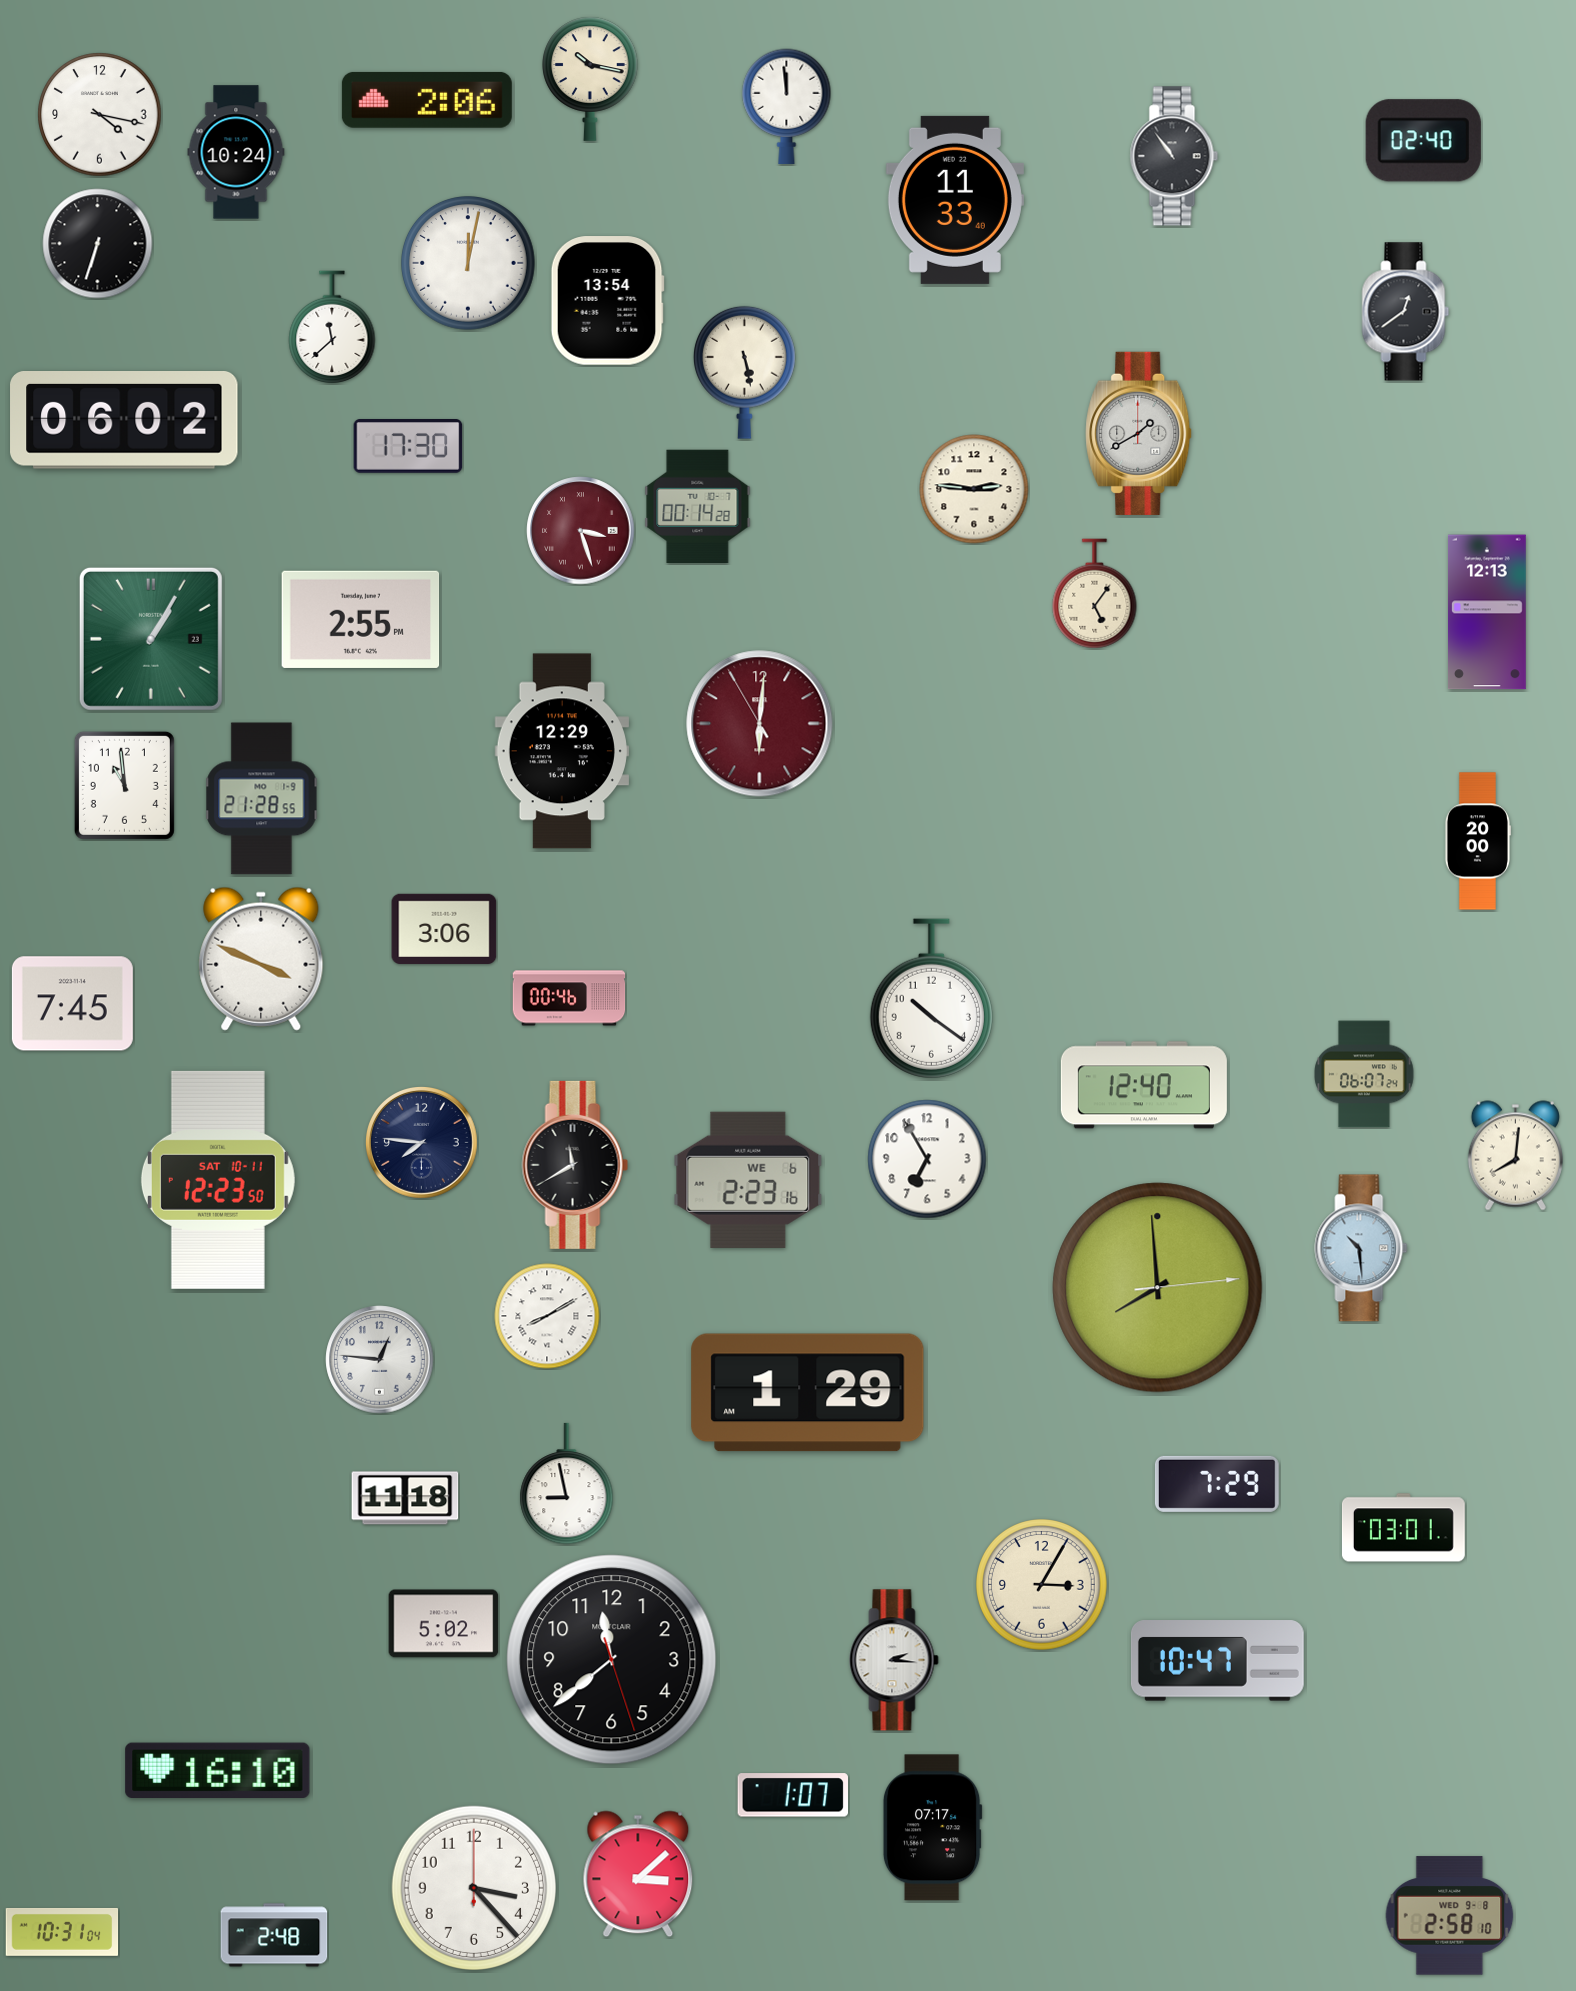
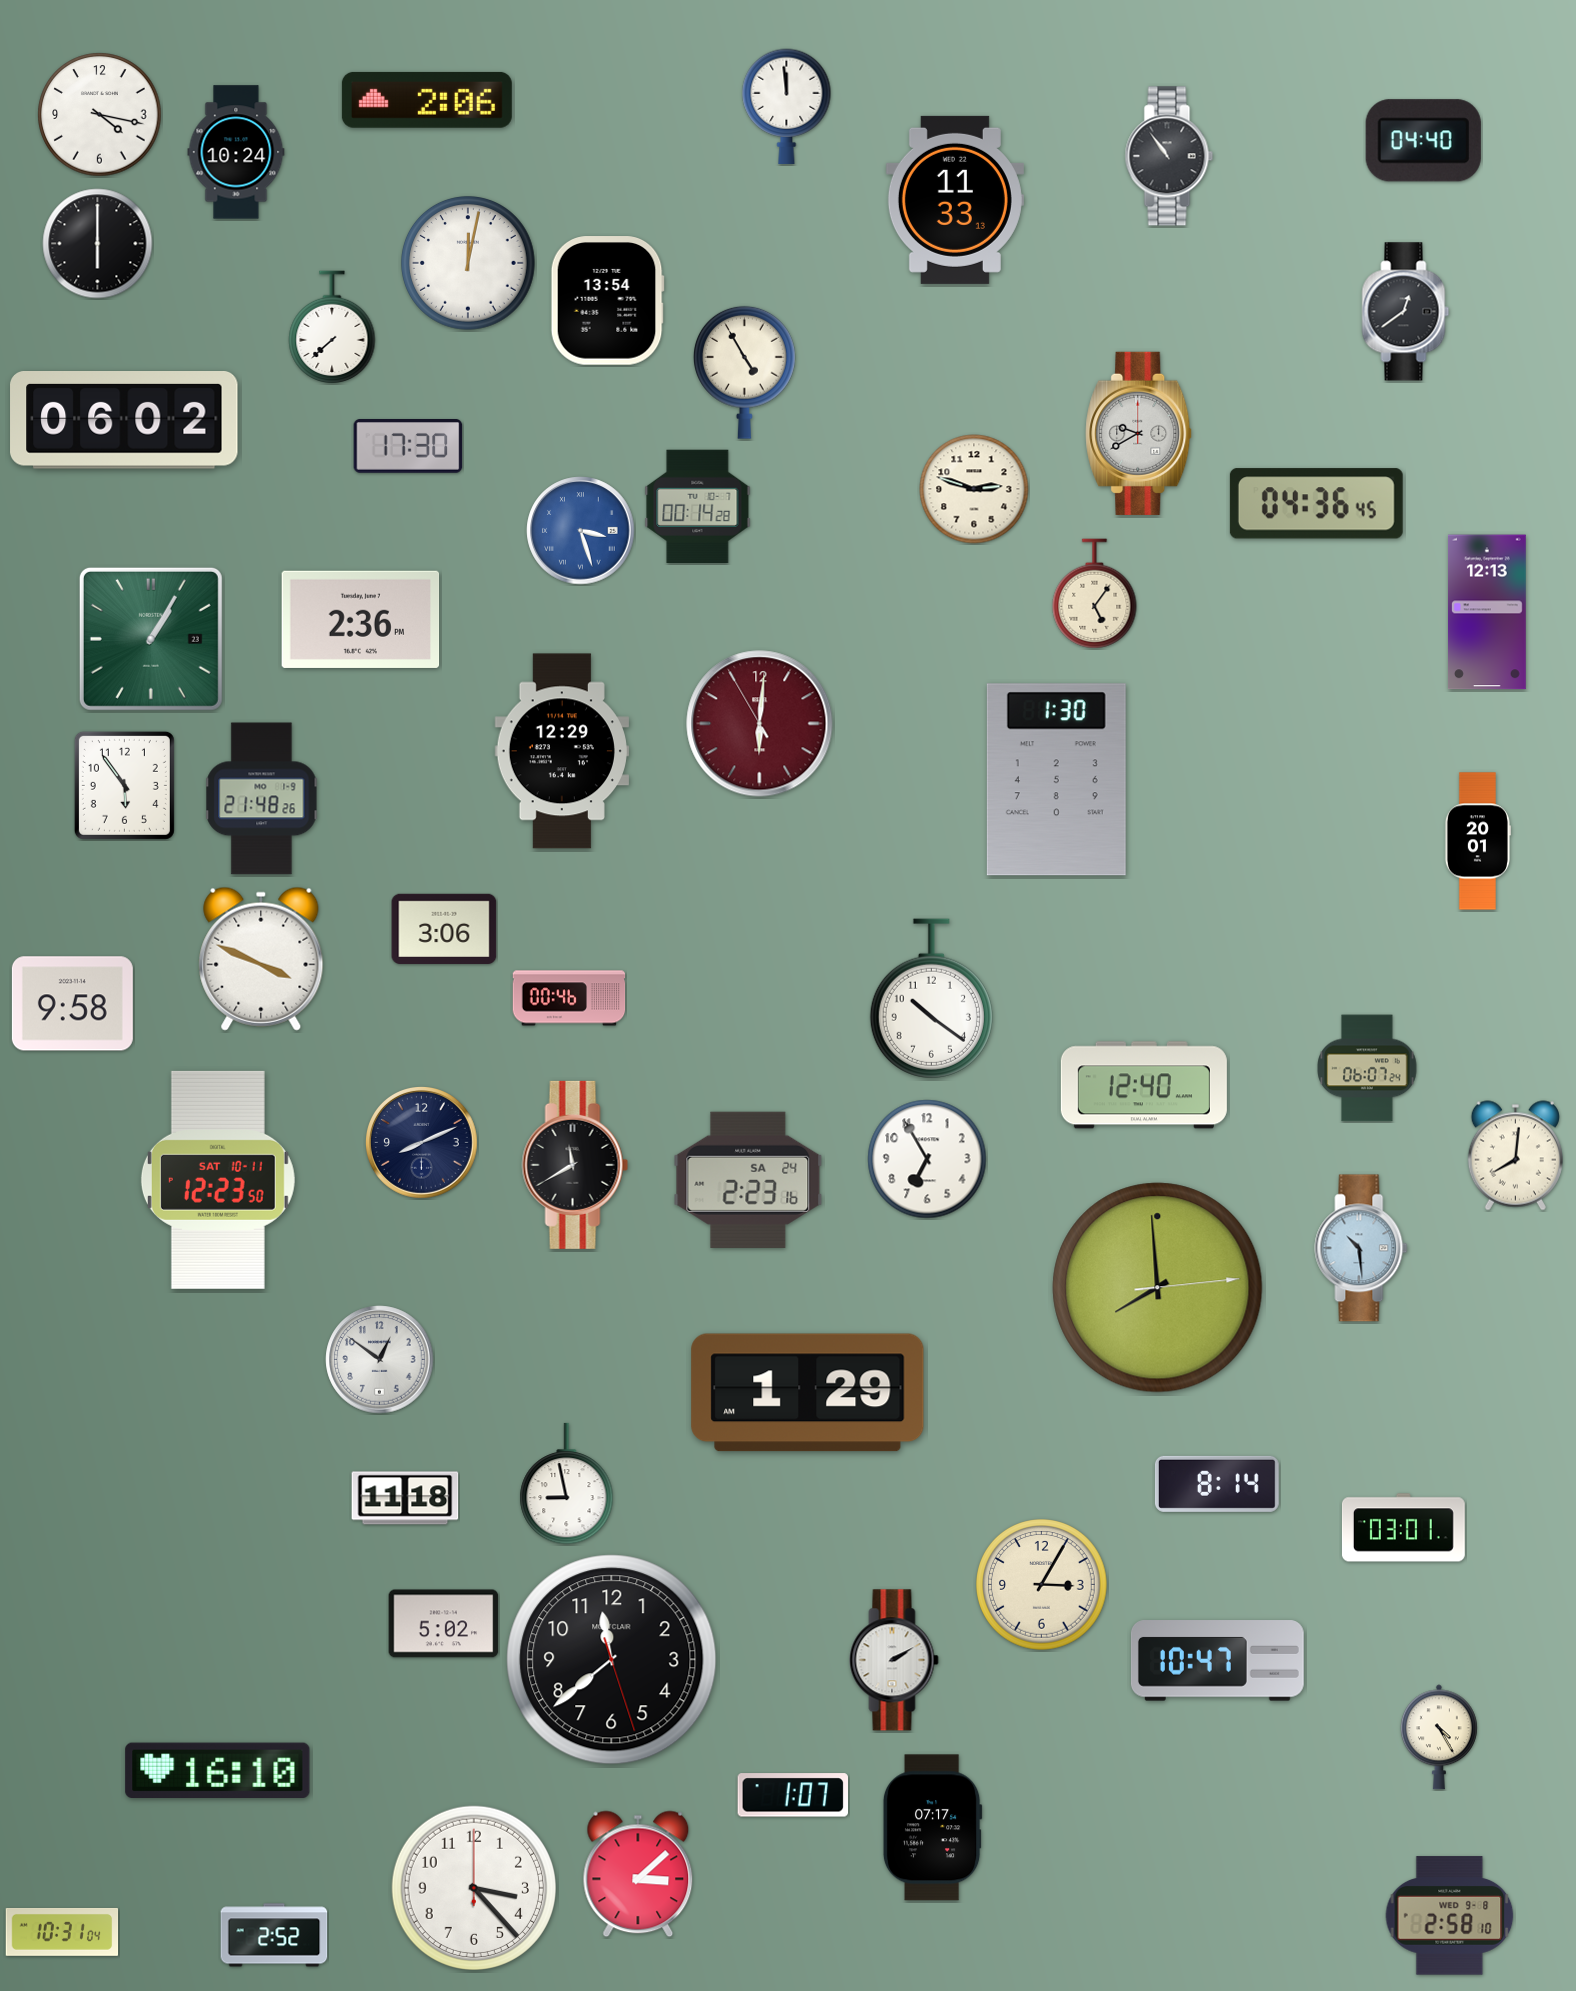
clock at (590, 79): 10:17 -> none
clock at (1423, 141): 02:40 -> 04:40
clock at (1174, 156) position: (1174, 156) -> (1169, 156)
clock at (955, 200): 11:33:40 -> 11:33:13
clock at (98, 244): 6:33 -> 6:00
clock at (332, 327): 11:38 -> 7:38
clock at (744, 372): 5:28 -> 4:55
clock at (1139, 433): 1:40 -> 9:40
clock at (974, 489): 2:46 -> 2:48
clock at (1316, 504): none -> 04:36
clock at (581, 531) dial: burgundy -> blue
clock at (361, 619): 2:55 -> 2:36
clock at (1056, 780): none -> 1:30
clock at (124, 785): 10:59 -> 5:54
clock at (262, 799): 21:28 -> 21:48
clock at (1477, 841): 20:00 -> 20:01
clock at (72, 1004): 7:45 -> 9:58
clock at (1364, 1074) position: (1364, 1074) -> (1367, 1068)
clock at (422, 1143): 7:46 -> 8:11
clock at (748, 1180) date: WE 6 -> SA 24
clock at (547, 1316): 8:10 -> none
clock at (380, 1360): 12:46 -> 12:51
clock at (1217, 1484): 7:29 -> 8:14
clock at (894, 1660): 2:16 -> 2:10
clock at (1439, 1737): none -> 4:25
clock at (274, 1935): 2:48 -> 2:52
